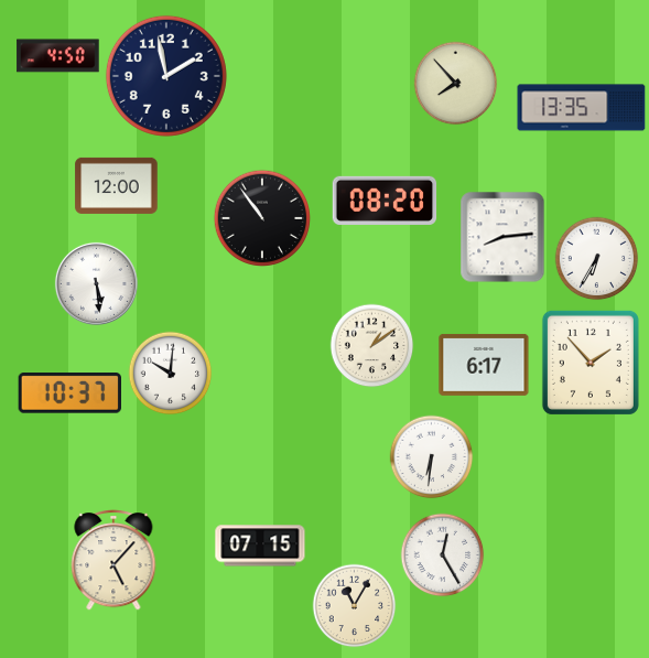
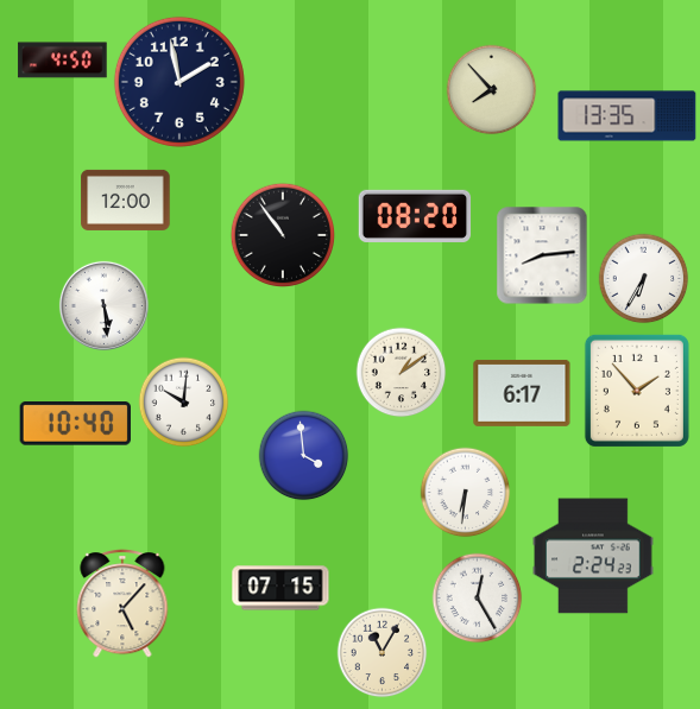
clock at (71, 393): 10:37 -> 10:40
clock at (304, 456): none -> 3:59
clock at (593, 556): none -> 2:24
